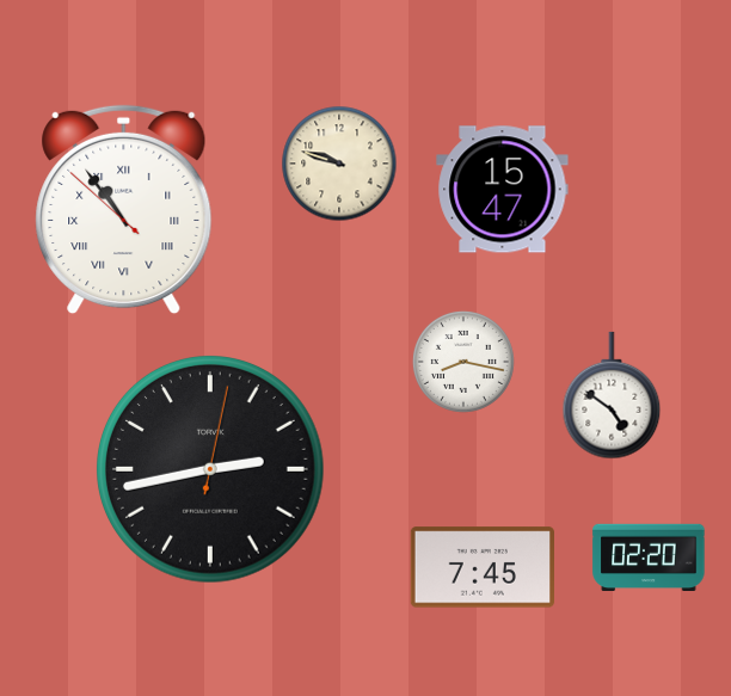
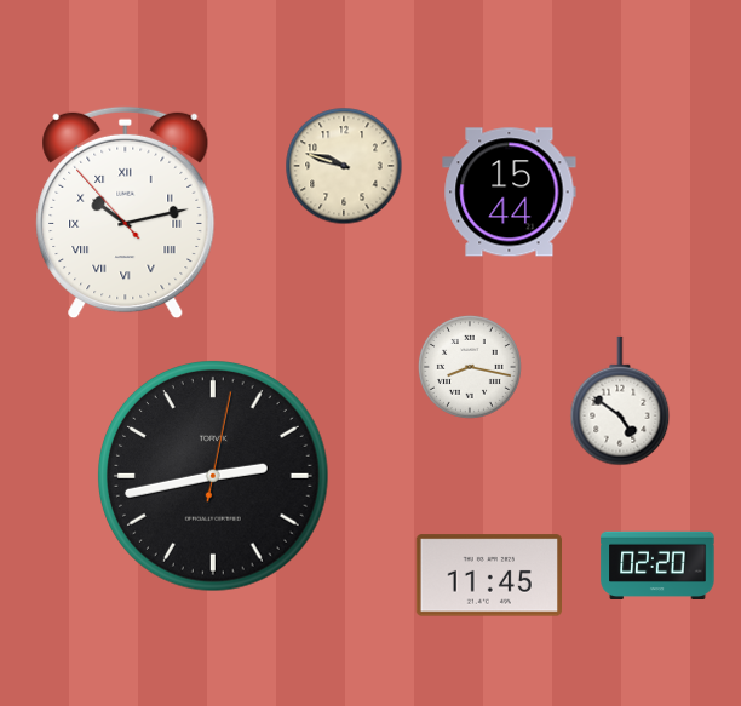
clock at (503, 190): 15:47 -> 15:44
clock at (124, 210): 10:53 -> 10:12
clock at (481, 567): 7:45 -> 11:45
